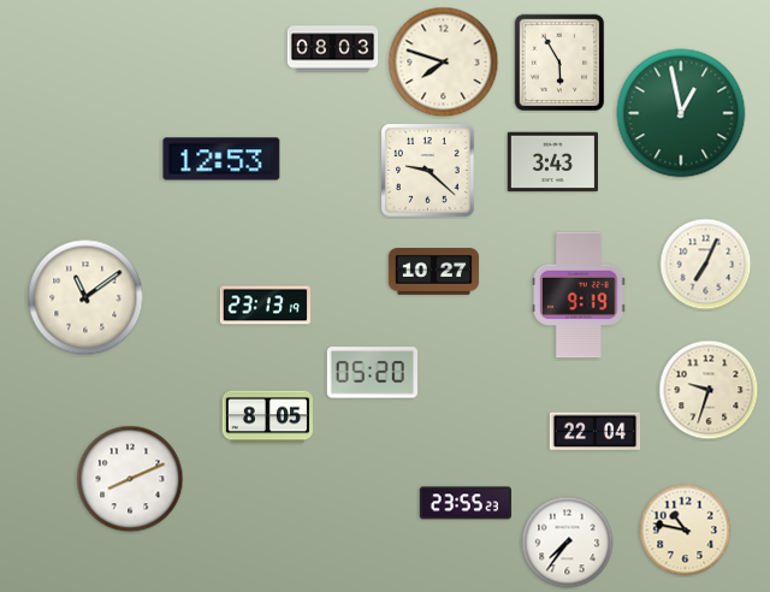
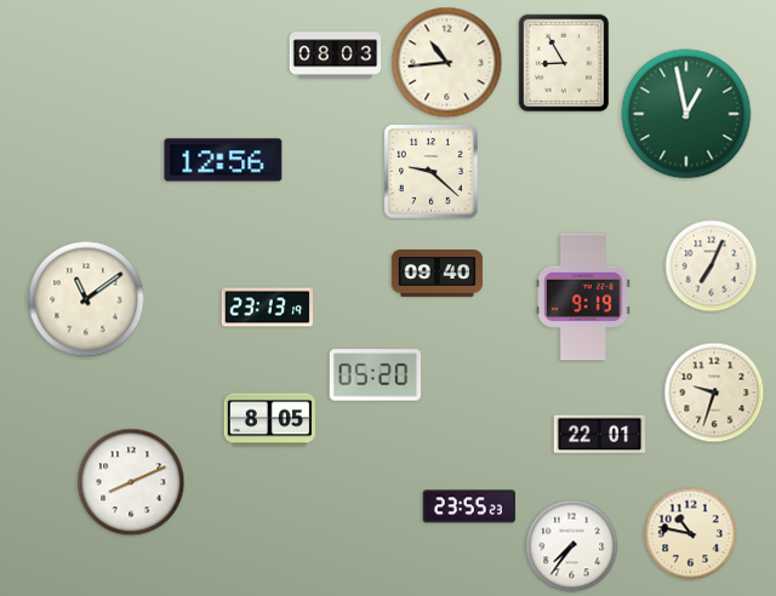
clock at (333, 49) position: (333, 49) -> (336, 56)
clock at (444, 63): 7:48 -> 10:44
clock at (559, 63): 5:55 -> 8:55
clock at (221, 159): 12:53 -> 12:56
clock at (552, 162): 3:43 -> none
clock at (434, 272): 10:27 -> 09:40
clock at (596, 432): 22:04 -> 22:01
